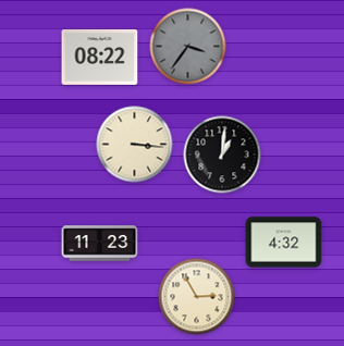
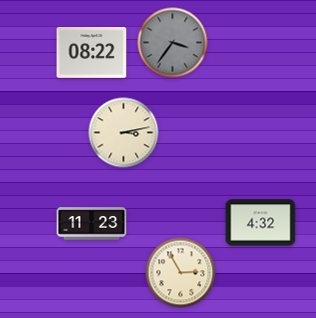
clock at (135, 145): 3:16 -> 3:13
clock at (222, 155): 1:01 -> none
